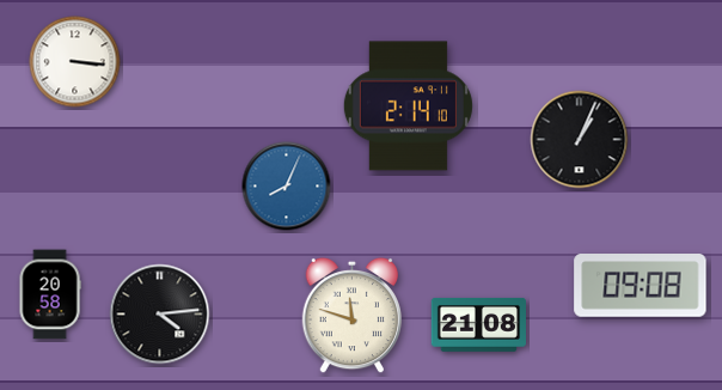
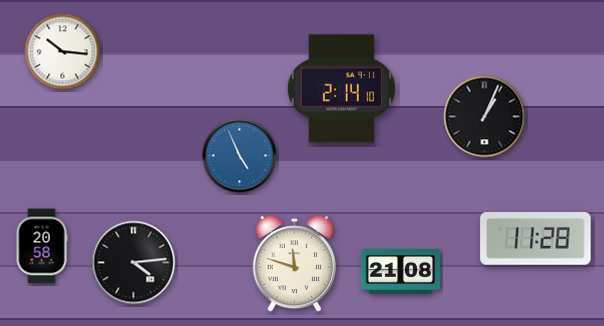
clock at (75, 62): 3:16 -> 10:16
clock at (287, 187): 8:04 -> 4:56
clock at (641, 286): 09:08 -> 11:28
